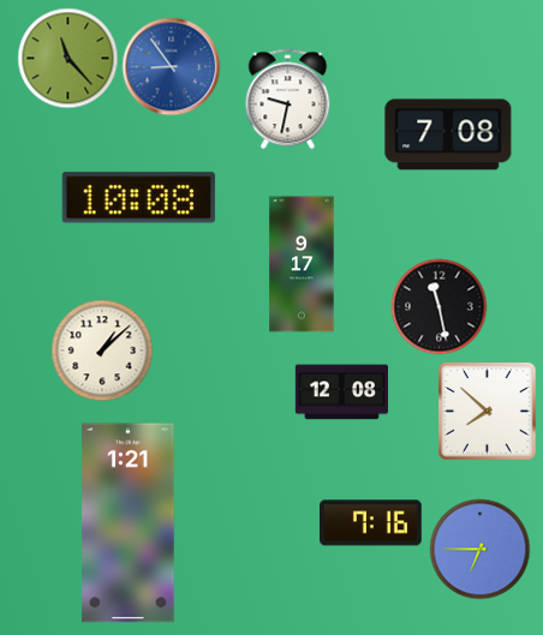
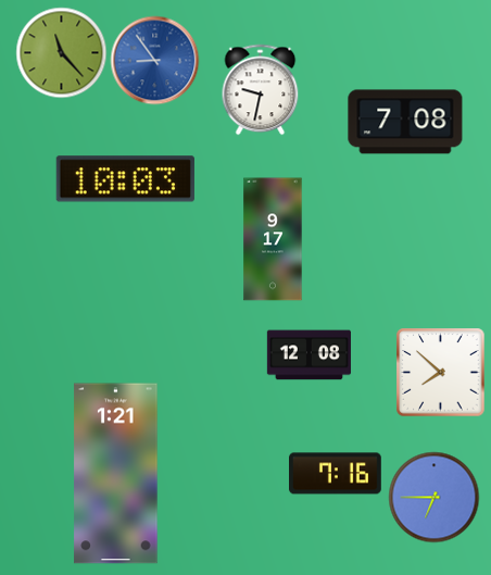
clock at (138, 198): 10:08 -> 10:03
clock at (438, 306): 11:28 -> none
clock at (102, 351): 1:08 -> none
